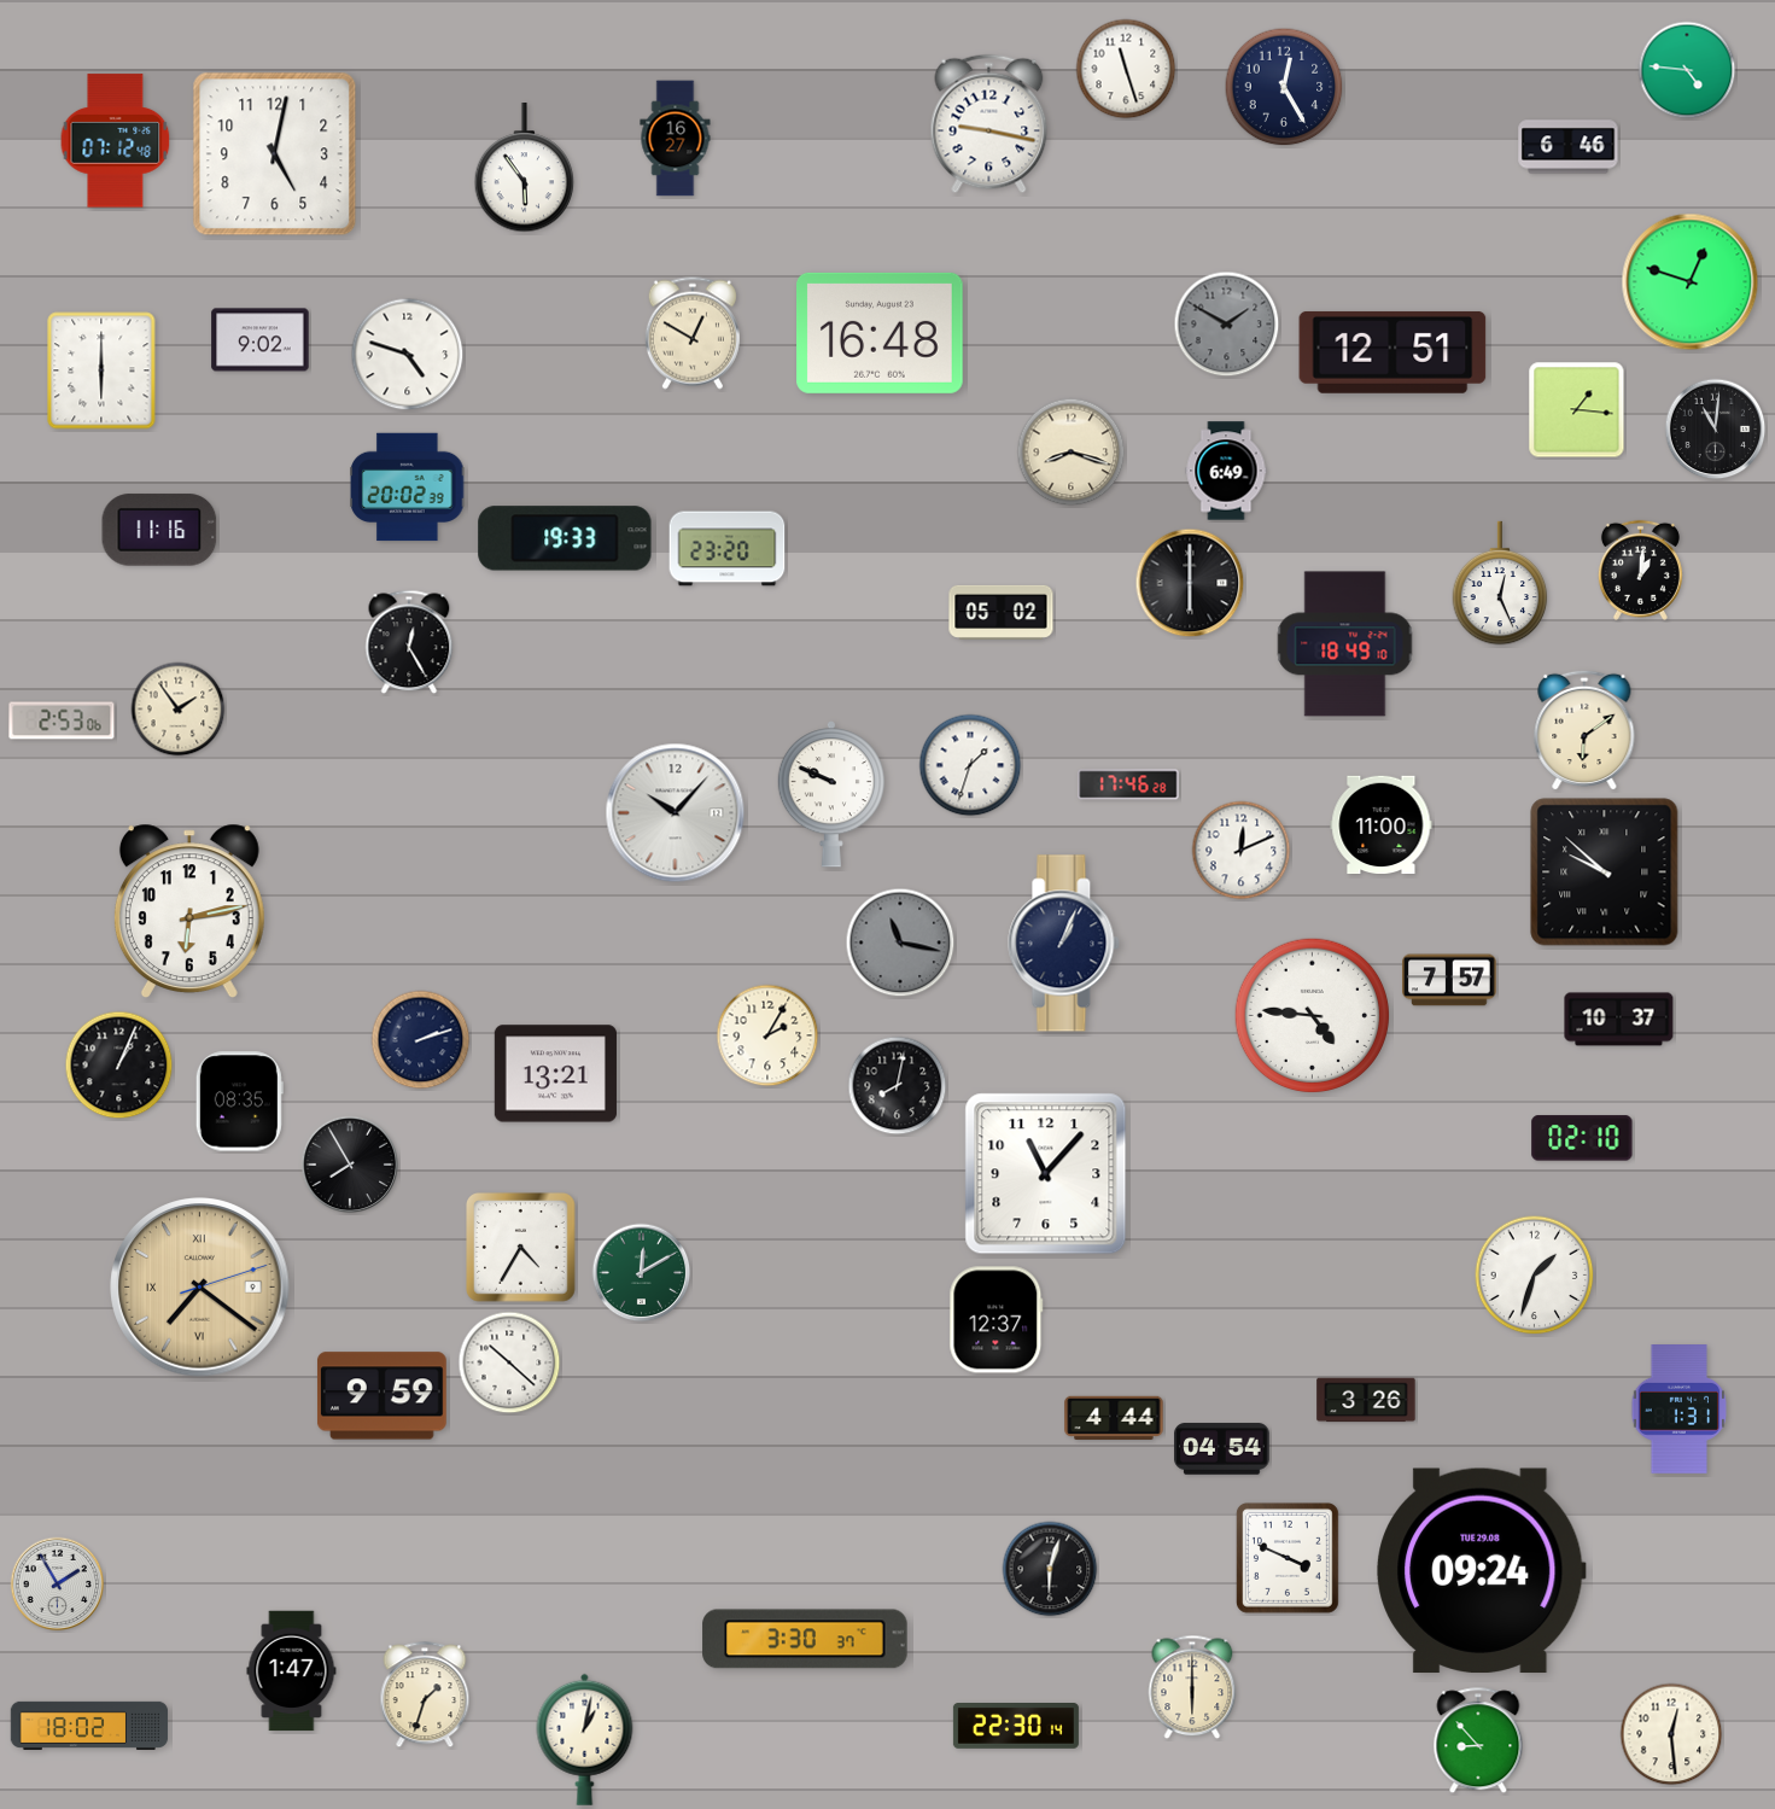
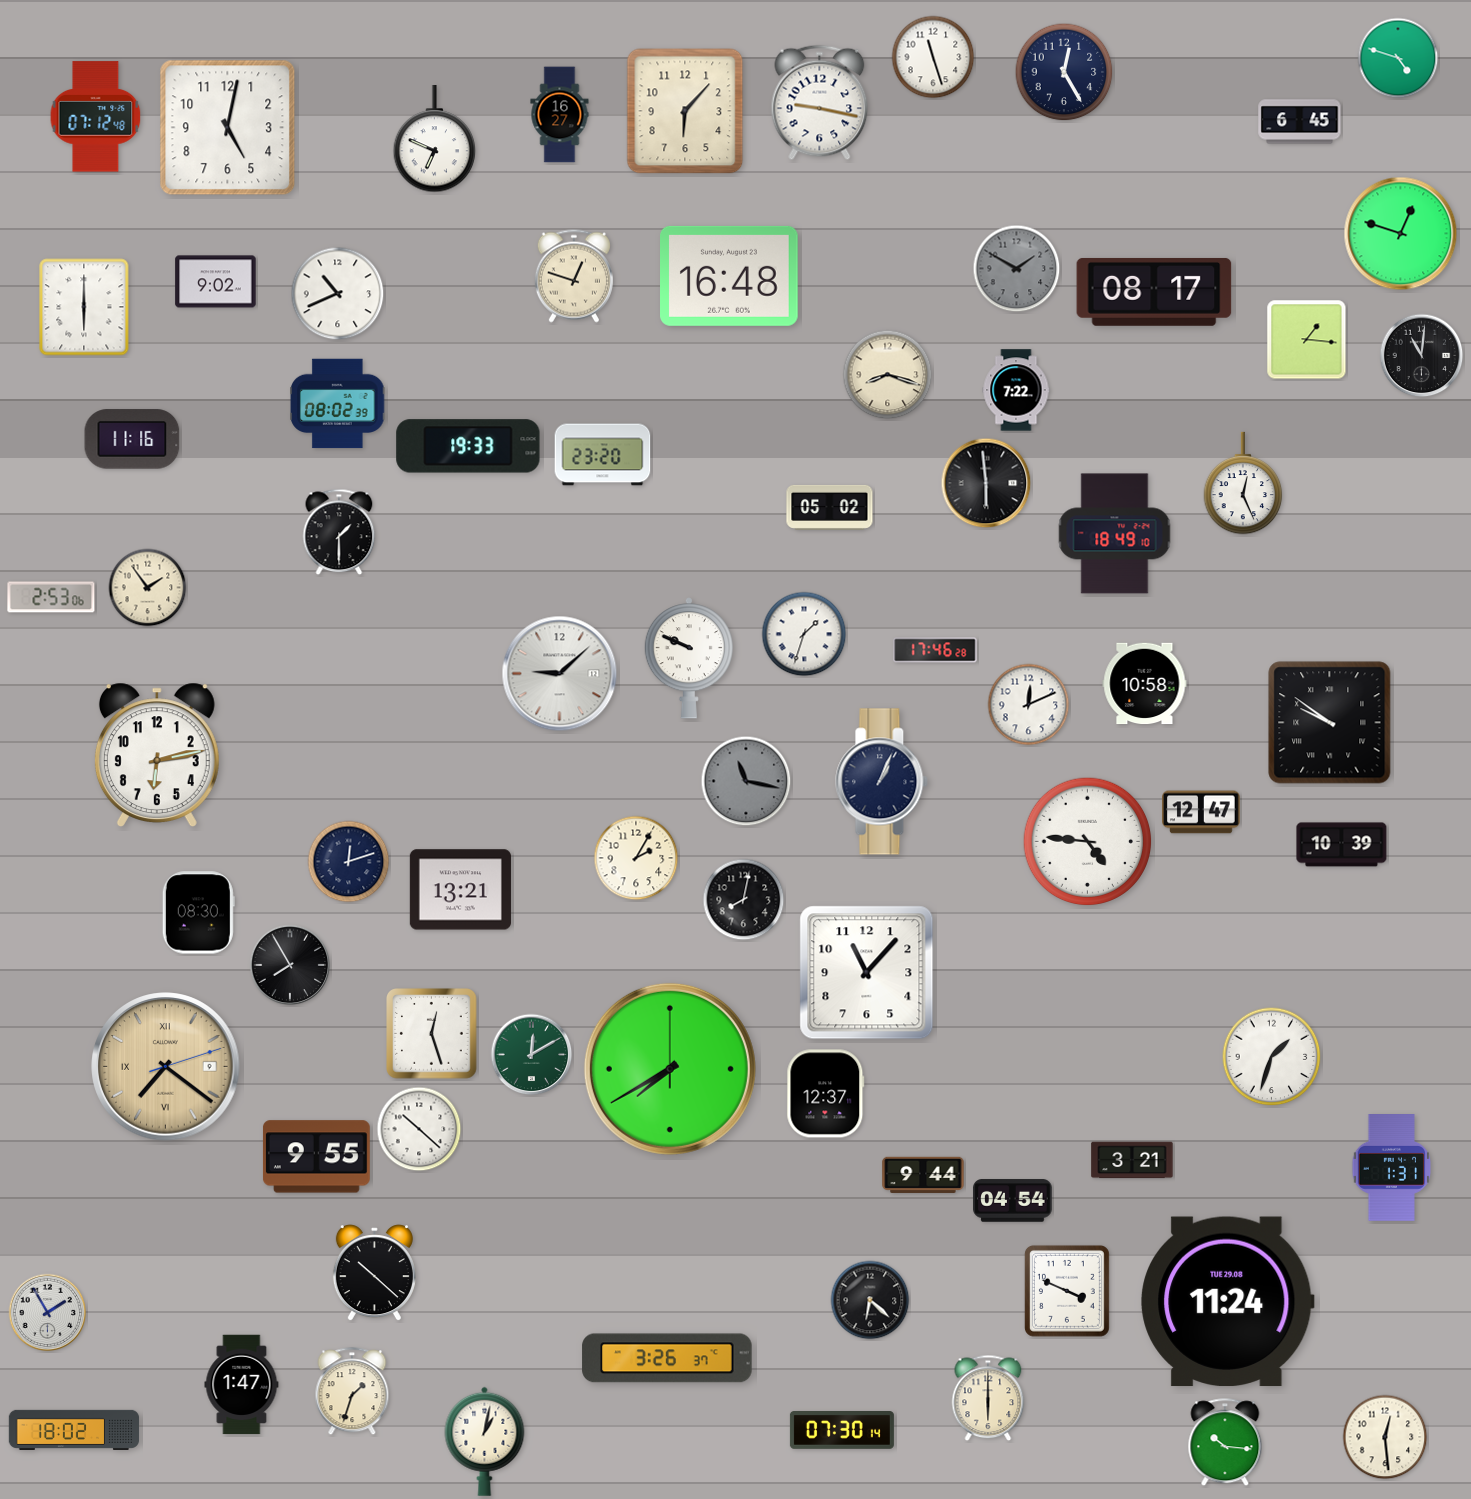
clock at (1687, 70): 4:46 -> 4:48
clock at (685, 111): none -> 6:07
clock at (1569, 147): 6:46 -> 6:45
clock at (525, 169): 5:54 -> 6:49
clock at (693, 333): 12:50 -> 12:48
clock at (1392, 352): 12:51 -> 08:17
clock at (408, 355): 4:48 -> 10:41
clock at (1226, 471): 6:49 -> 7:22
clock at (408, 488): 20:02 -> 08:02
clock at (1640, 570): 1:01 -> none
clock at (1190, 583): 6:00 -> 5:59
clock at (409, 642): 12:25 -> 1:30
clock at (1584, 730): 6:09 -> none
clock at (676, 813): 10:07 -> 9:08
clock at (1382, 825): 11:00 -> 10:58
clock at (1605, 873): 9:52 -> 9:51
clock at (1450, 980): 7:57 -> 12:47
clock at (1619, 1020): 10:37 -> 10:39
clock at (421, 1040): 2:12 -> 12:12
clock at (119, 1066): 1:04 -> none
clock at (239, 1102): 08:35 -> 08:30
clock at (1582, 1138): 02:10 -> none
clock at (521, 1248): 4:35 -> 12:27
clock at (670, 1069): none -> 7:40
clock at (509, 1362) position: (509, 1362) -> (419, 1129)
clock at (381, 1396): 9:59 -> 9:55
clock at (1366, 1400): 3:26 -> 3:21
clock at (1114, 1417): 4:44 -> 9:44
clock at (374, 1273): none -> 10:22
clock at (1050, 1569): 6:03 -> 6:22
clock at (1482, 1571): 09:24 -> 11:24
clock at (805, 1639): 3:30 -> 3:26
clock at (425, 1696) position: (425, 1696) -> (352, 1392)
clock at (1016, 1727): 22:30 -> 07:30
clock at (1478, 1741): 8:53 -> 10:16
